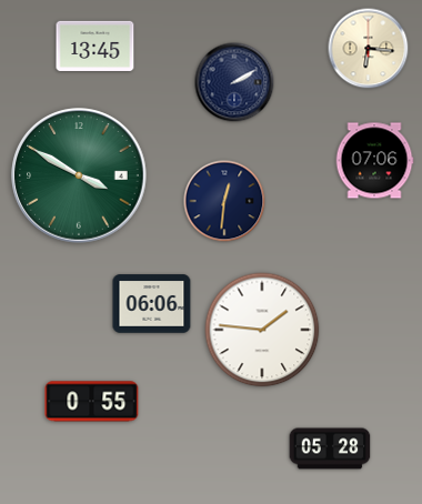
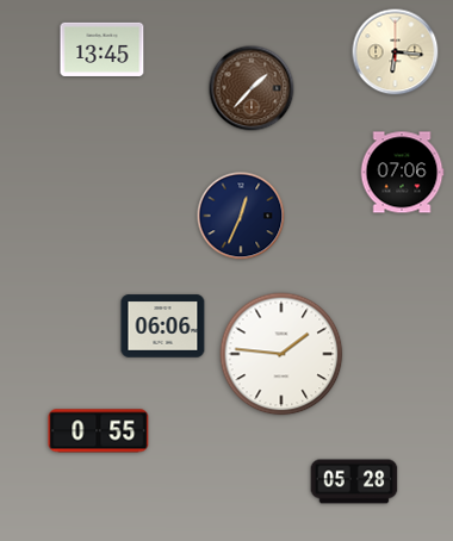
clock at (234, 82): 2:10 -> 1:37
clock at (234, 82) dial: navy -> brown
clock at (79, 175): 3:50 -> none
clock at (224, 201): 12:31 -> 12:34
